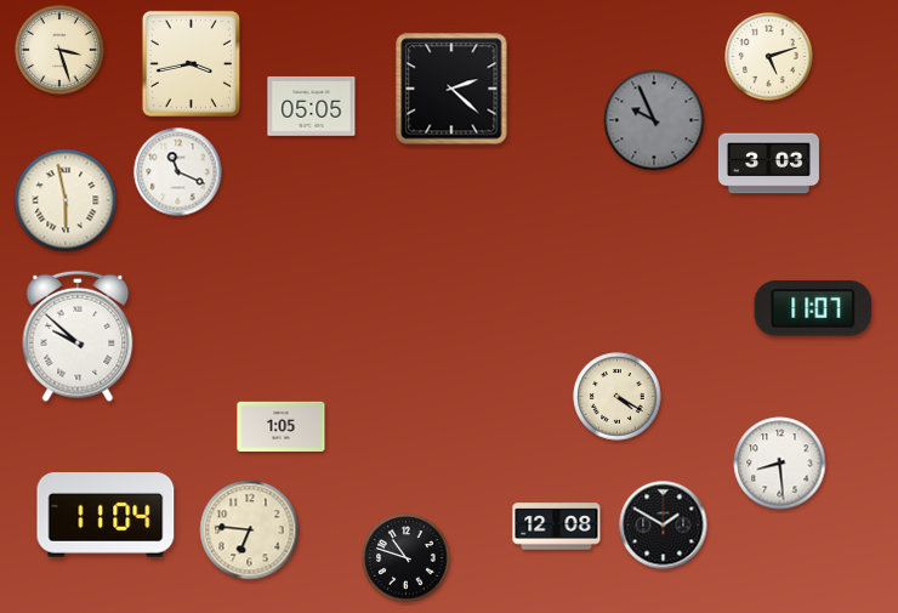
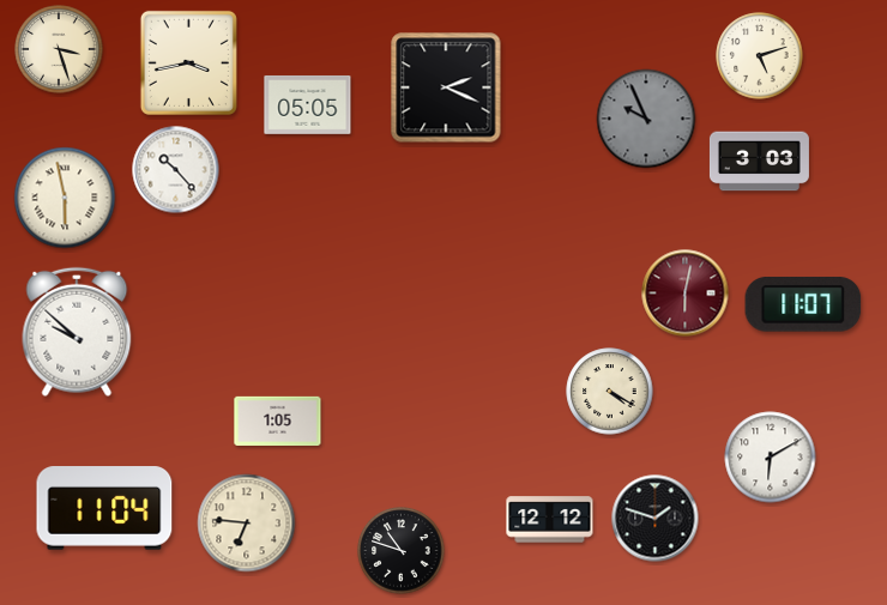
clock at (451, 89): 2:22 -> 2:19
clock at (178, 172): 11:19 -> 10:23
clock at (686, 294): none -> 6:02
clock at (780, 464): 8:29 -> 6:10
clock at (664, 526): 1:50 -> 1:48
clock at (557, 527): 12:08 -> 12:12
